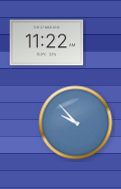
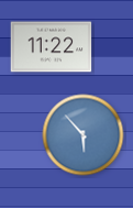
clock at (76, 123): 9:53 -> 5:53
